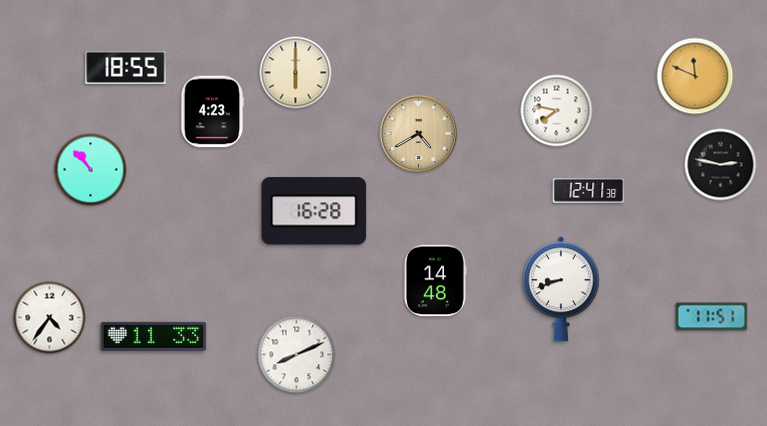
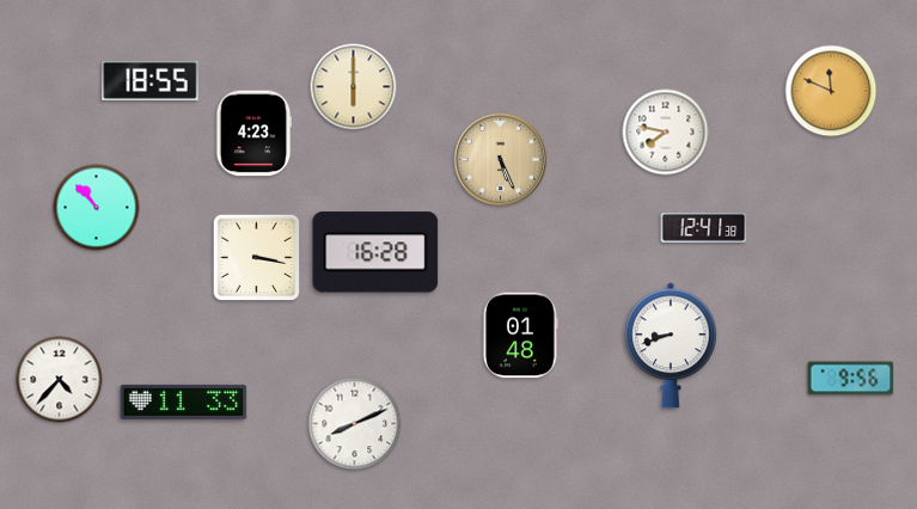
clock at (419, 134): 4:40 -> 5:26
clock at (721, 165): 2:47 -> none
clock at (91, 170) position: (91, 170) -> (97, 208)
clock at (257, 258): none -> 3:17
clock at (435, 281): 14:48 -> 01:48
clock at (712, 317): 11:51 -> 9:56
clock at (50, 318): 4:36 -> 4:37
